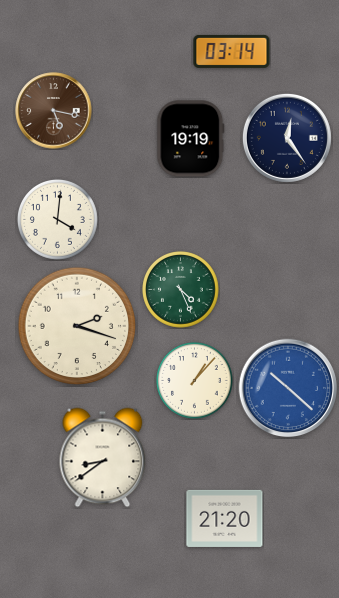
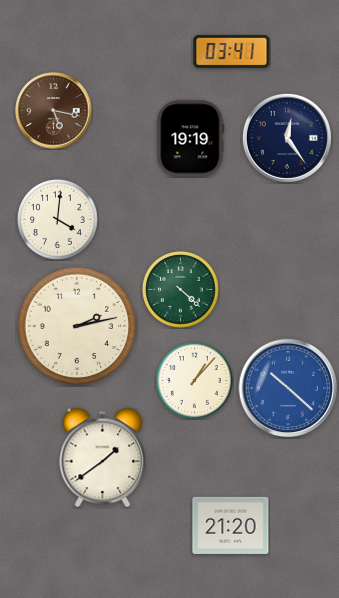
clock at (232, 51): 03:14 -> 03:41
clock at (181, 290): 4:26 -> 4:22
clock at (77, 326): 2:18 -> 2:13
clock at (103, 458): 8:39 -> 1:39
clock at (225, 518) position: (225, 518) -> (231, 525)
